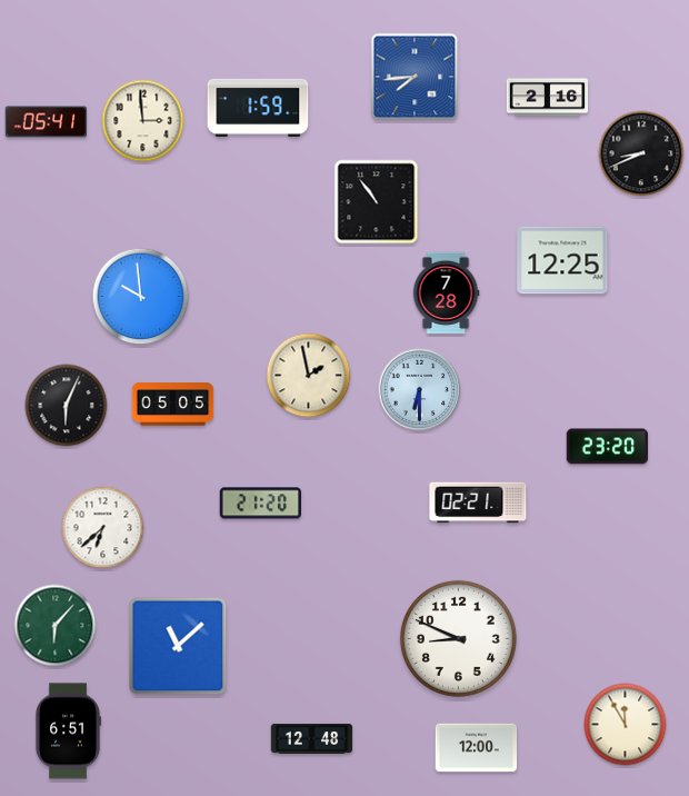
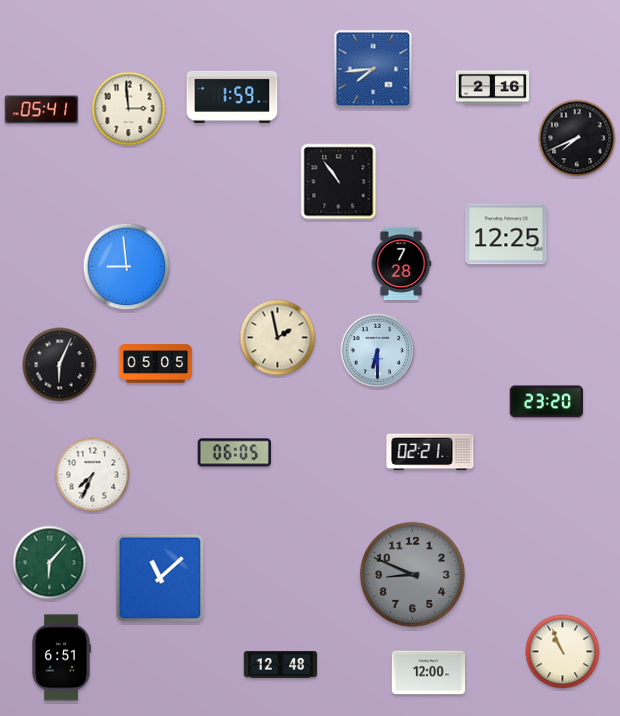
clock at (641, 153): 8:41 -> 7:41
clock at (141, 297): 9:59 -> 8:59
clock at (260, 504): 21:20 -> 06:05
clock at (103, 528): 6:38 -> 7:34
clock at (458, 638) dial: white -> grey
clock at (178, 646) position: (178, 646) -> (160, 578)
clock at (626, 725): 11:55 -> 10:56
